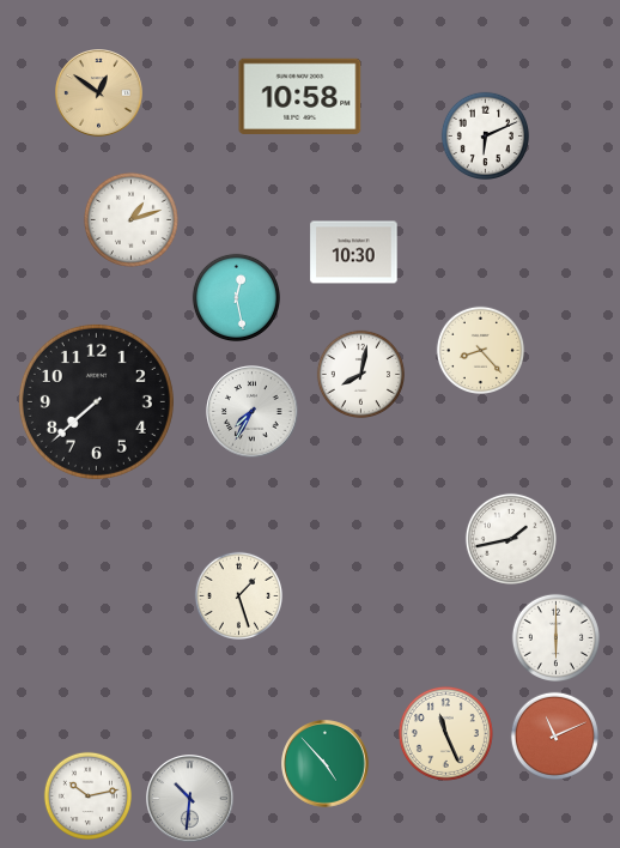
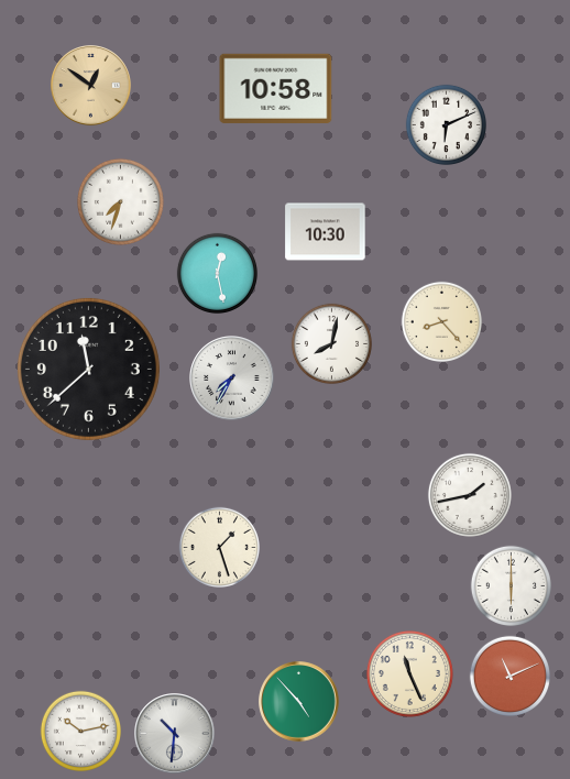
clock at (130, 219): 1:12 -> 7:33
clock at (96, 401): 7:38 -> 11:38
